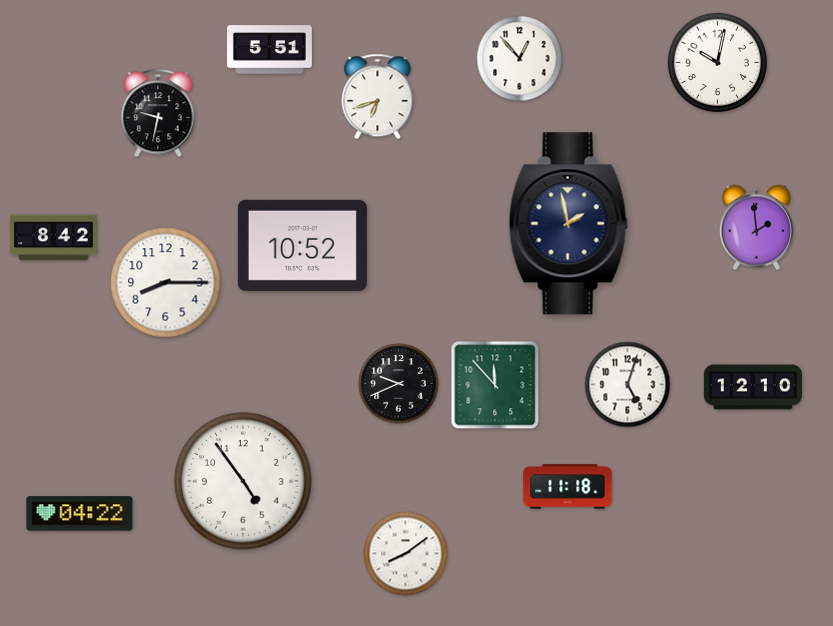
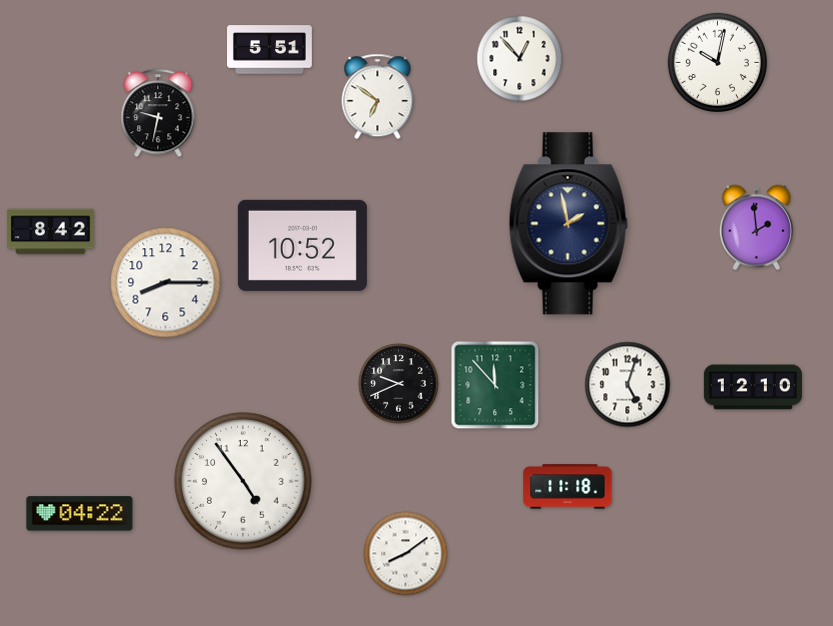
clock at (378, 97): 6:42 -> 6:51
clock at (54, 238) position: (54, 238) -> (51, 232)
